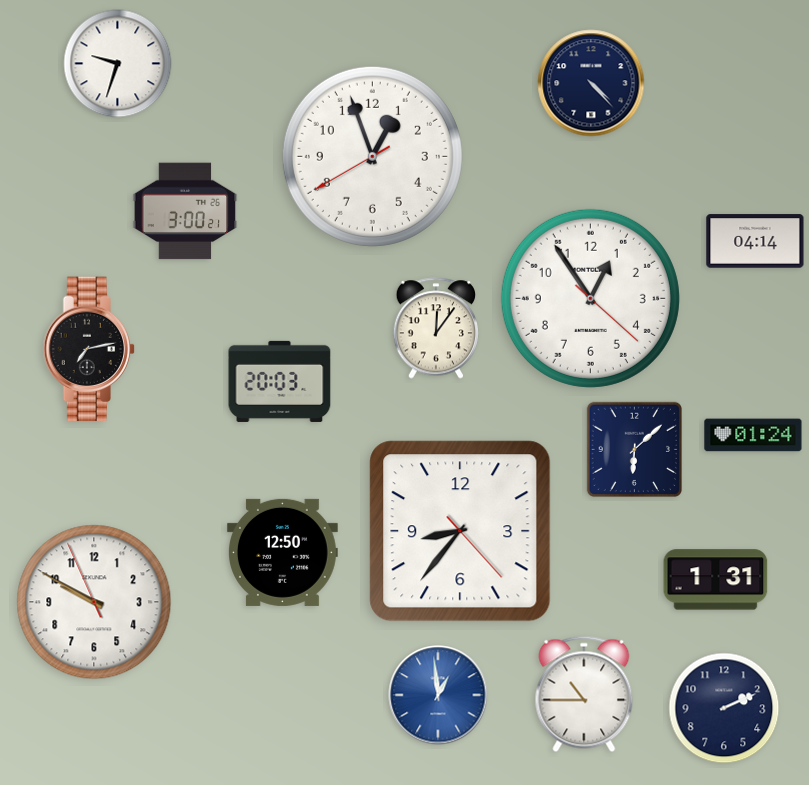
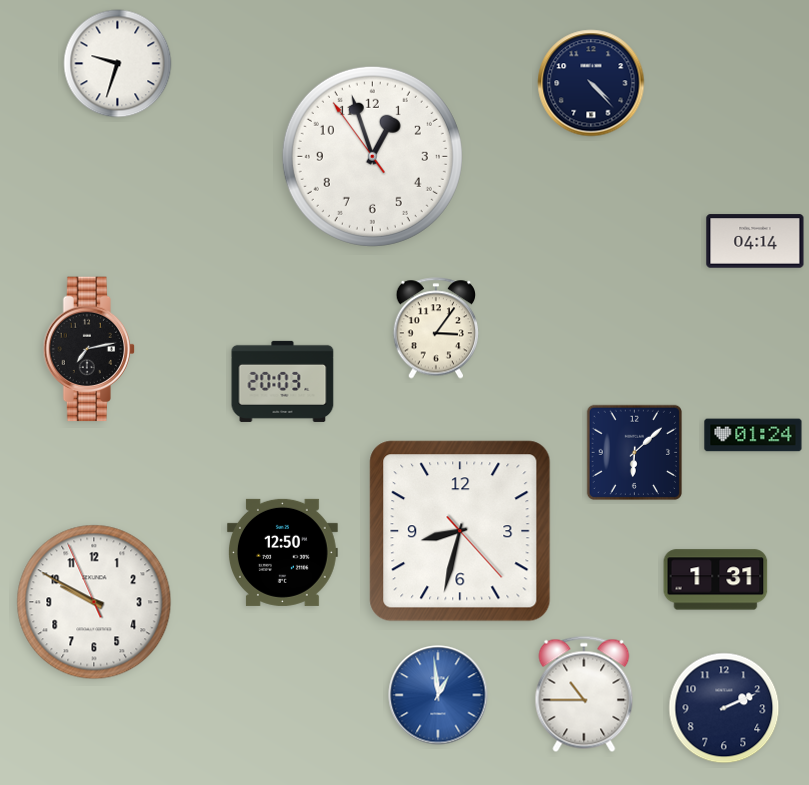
clock at (372, 156): 12:56:40 -> 12:56:54
clock at (185, 211): 3:00 -> none
clock at (590, 298): 12:54 -> none
clock at (436, 328): 12:06 -> 3:06
clock at (280, 381) position: (280, 381) -> (283, 381)
clock at (634, 449) position: (634, 449) -> (634, 452)
clock at (460, 531): 8:36 -> 8:32
